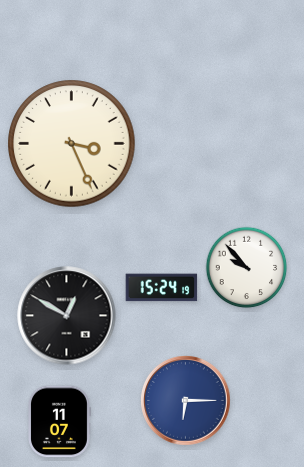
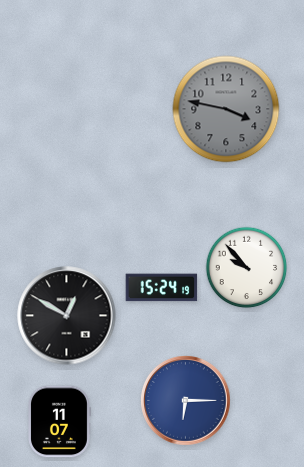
clock at (226, 109): none -> 3:47
clock at (72, 144): 3:26 -> none
